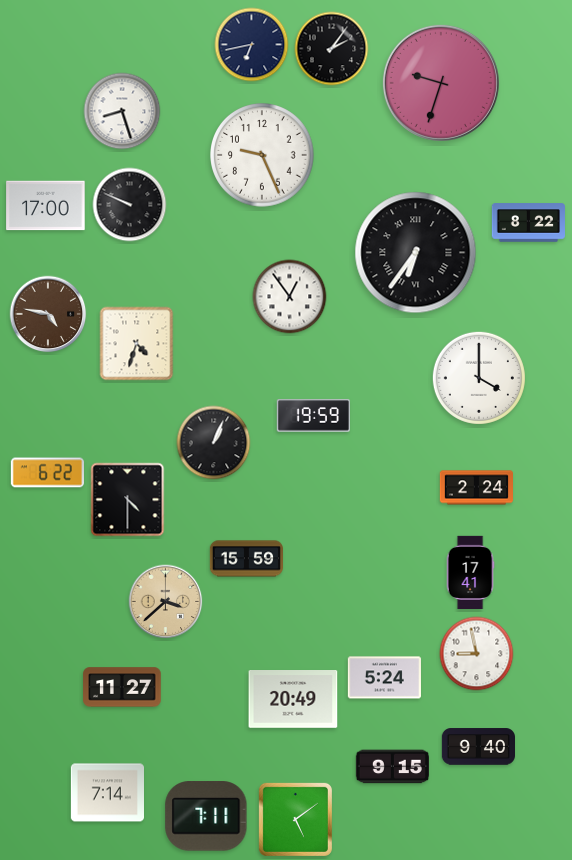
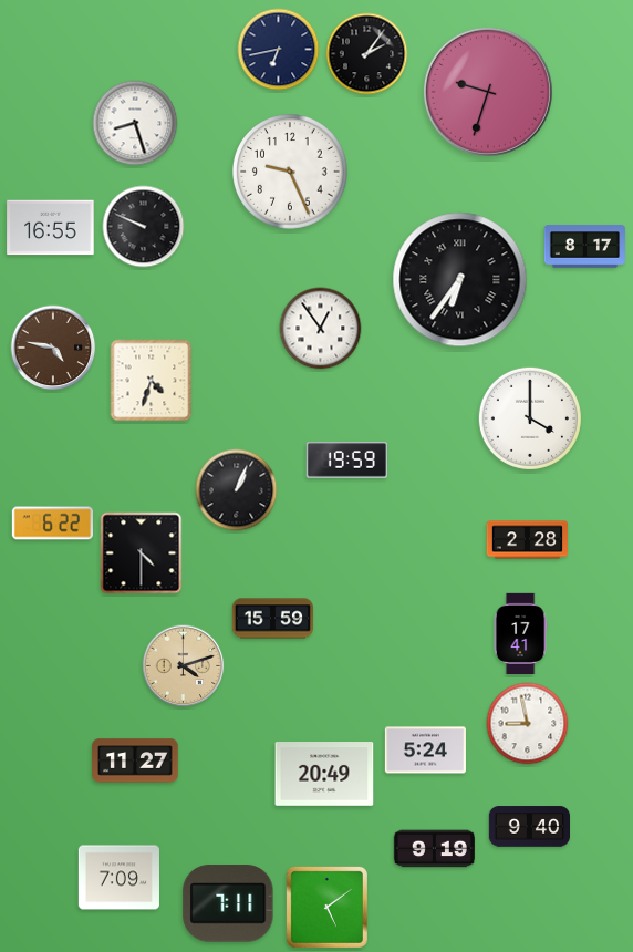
clock at (46, 206): 17:00 -> 16:55
clock at (528, 223): 8:22 -> 8:17
clock at (476, 488): 2:24 -> 2:28
clock at (166, 602): 3:38 -> 4:12
clock at (392, 767): 9:15 -> 9:19
clock at (107, 793): 7:14 -> 7:09
